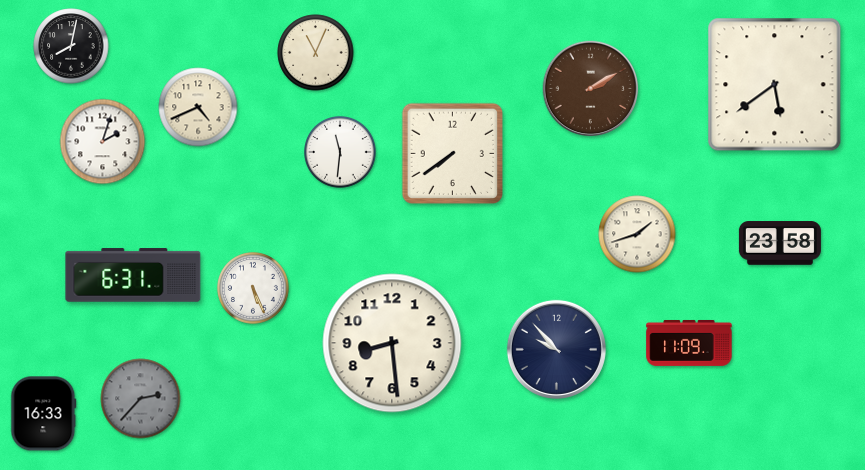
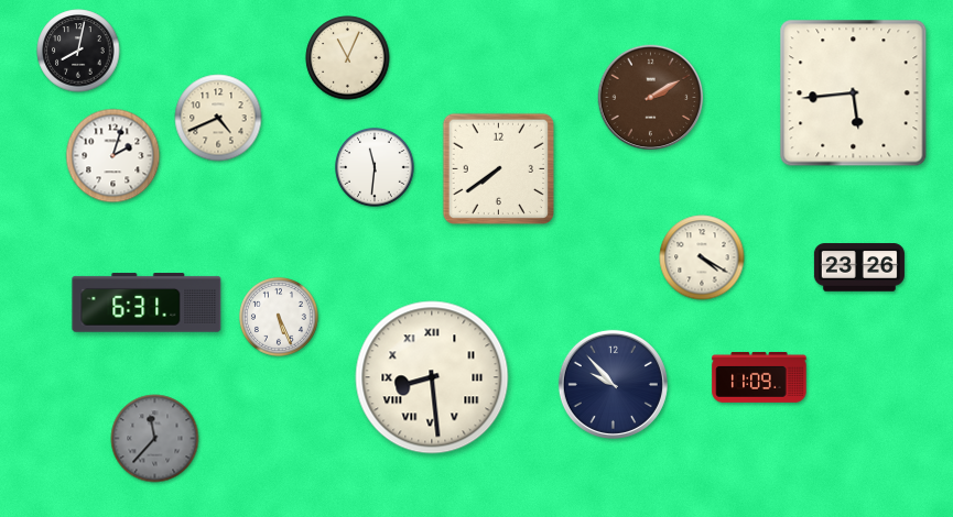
clock at (775, 85): 5:39 -> 5:44
clock at (637, 234): 1:42 -> 4:20
clock at (780, 243): 23:58 -> 23:26
clock at (392, 343) numerals: Arabic -> Roman
clock at (141, 399): 2:37 -> 11:37
clock at (44, 414): 16:33 -> none
